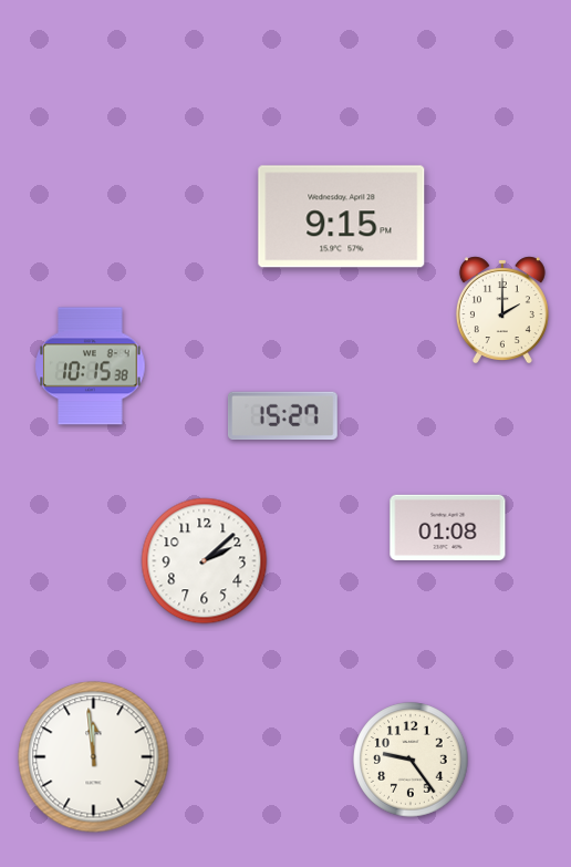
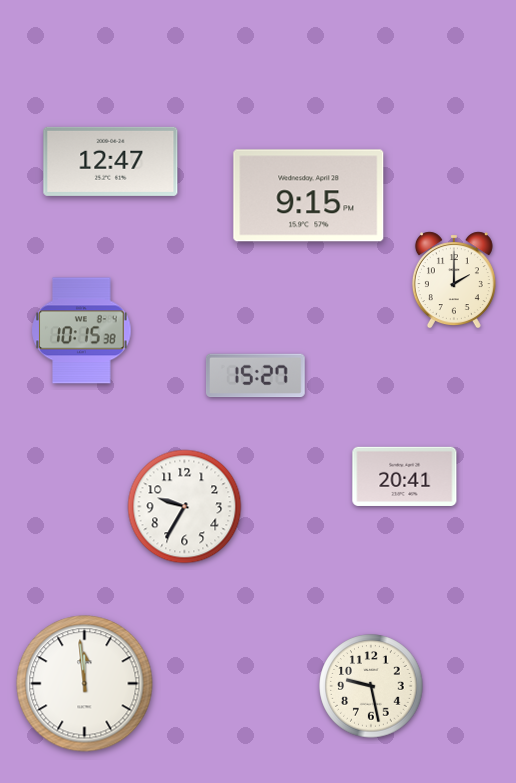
clock at (111, 161): none -> 12:47
clock at (448, 527): 01:08 -> 20:41
clock at (205, 561): 2:08 -> 9:35
clock at (411, 760): 9:24 -> 9:28
